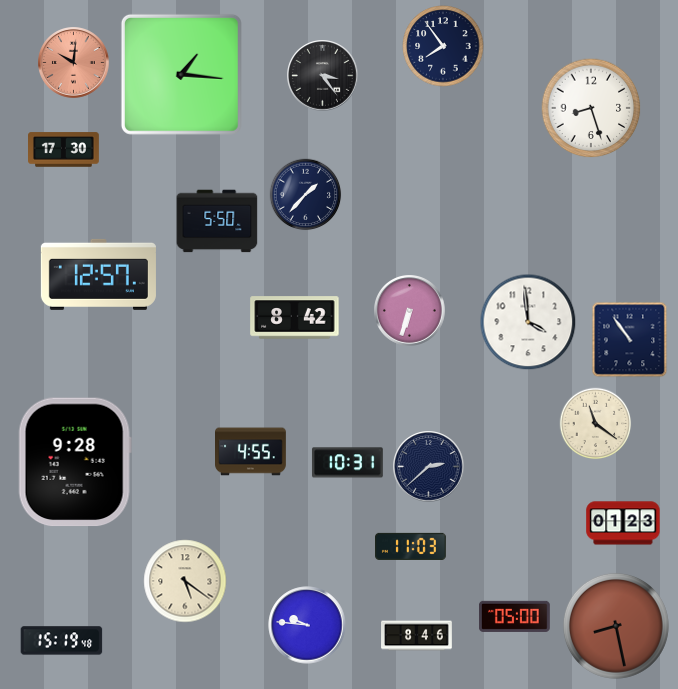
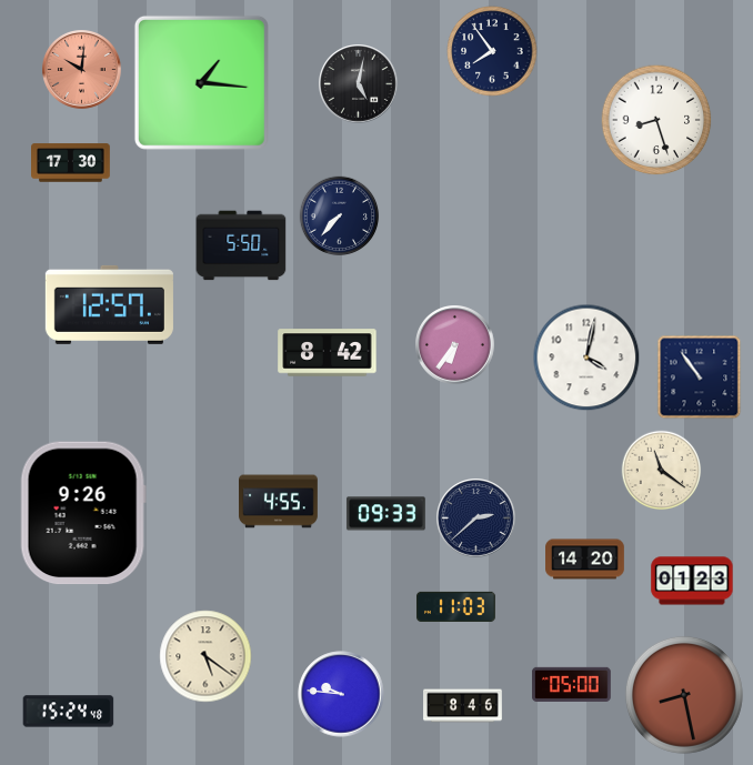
clock at (323, 76): 3:24 -> 5:02
clock at (64, 150) position: (64, 150) -> (71, 163)
clock at (306, 195): 1:37 -> 7:37
clock at (410, 311): 6:33 -> 6:36
clock at (528, 322): 3:59 -> 4:02
clock at (75, 462): 9:28 -> 9:26
clock at (347, 463): 10:31 -> 09:33
clock at (585, 560): none -> 14:20
clock at (185, 581) position: (185, 581) -> (205, 656)
clock at (62, 641): 15:19 -> 15:24
